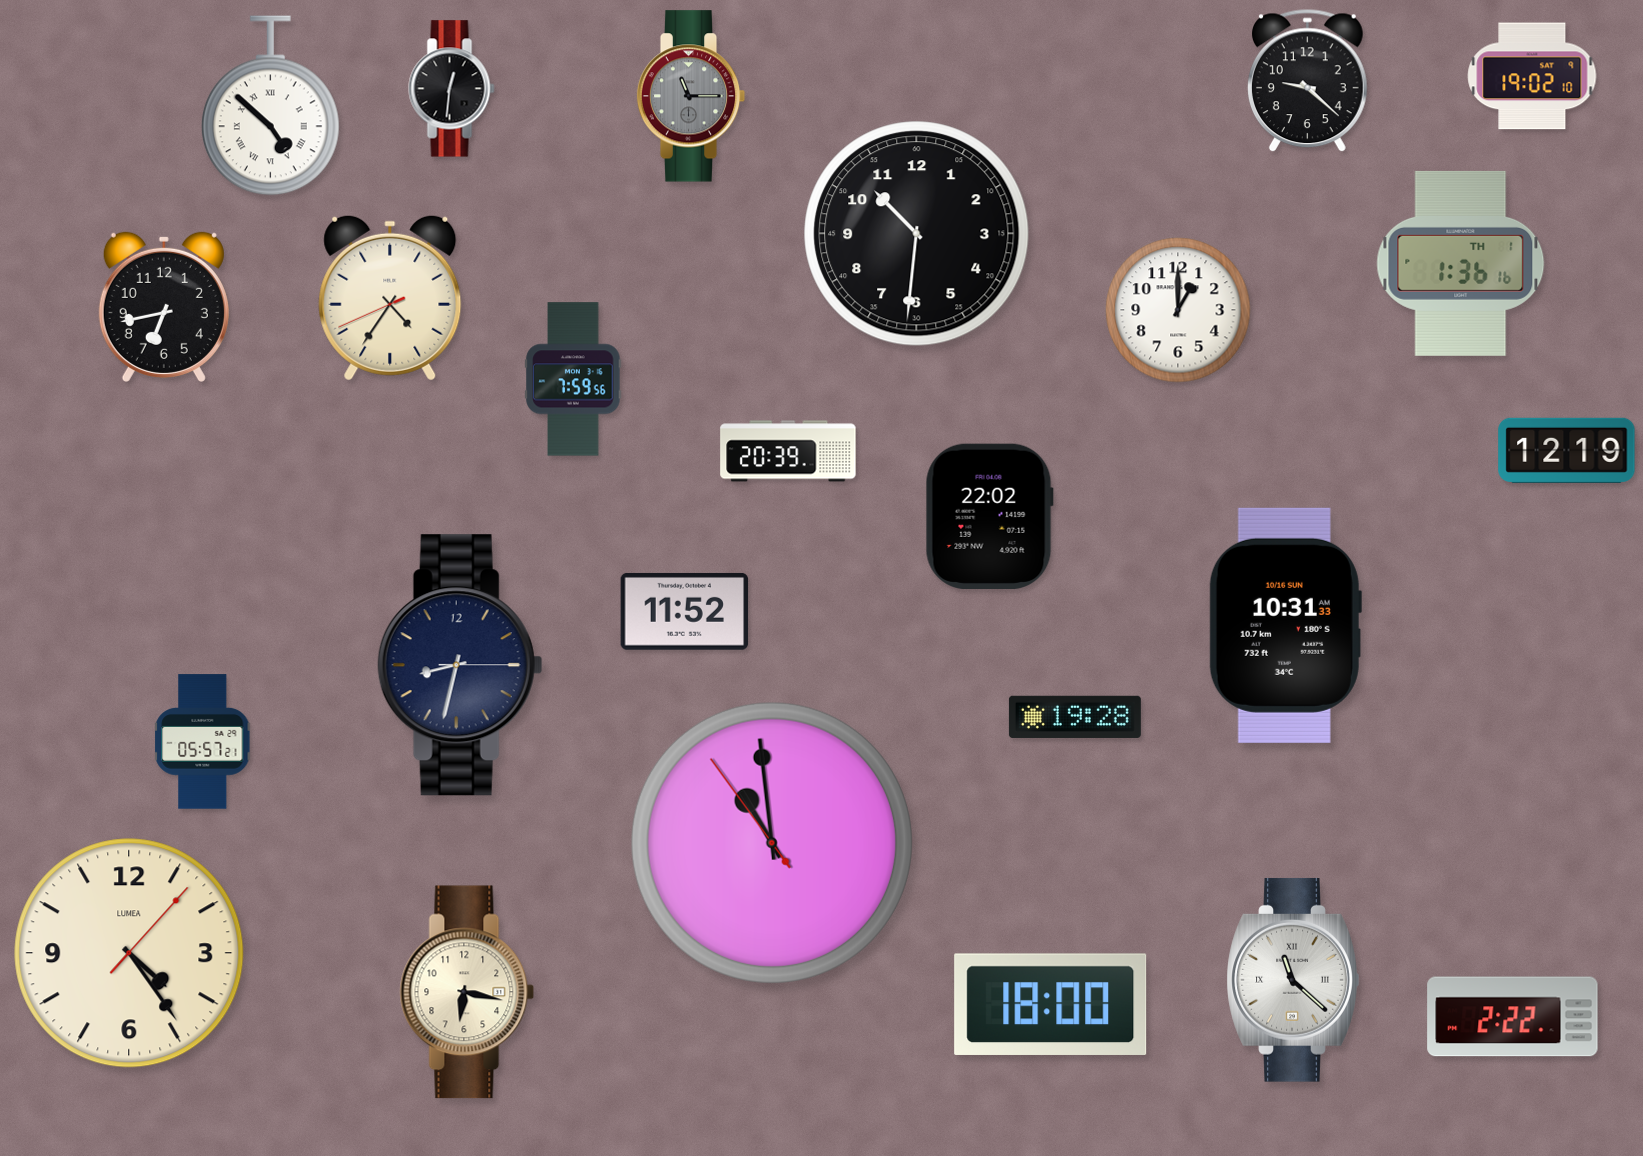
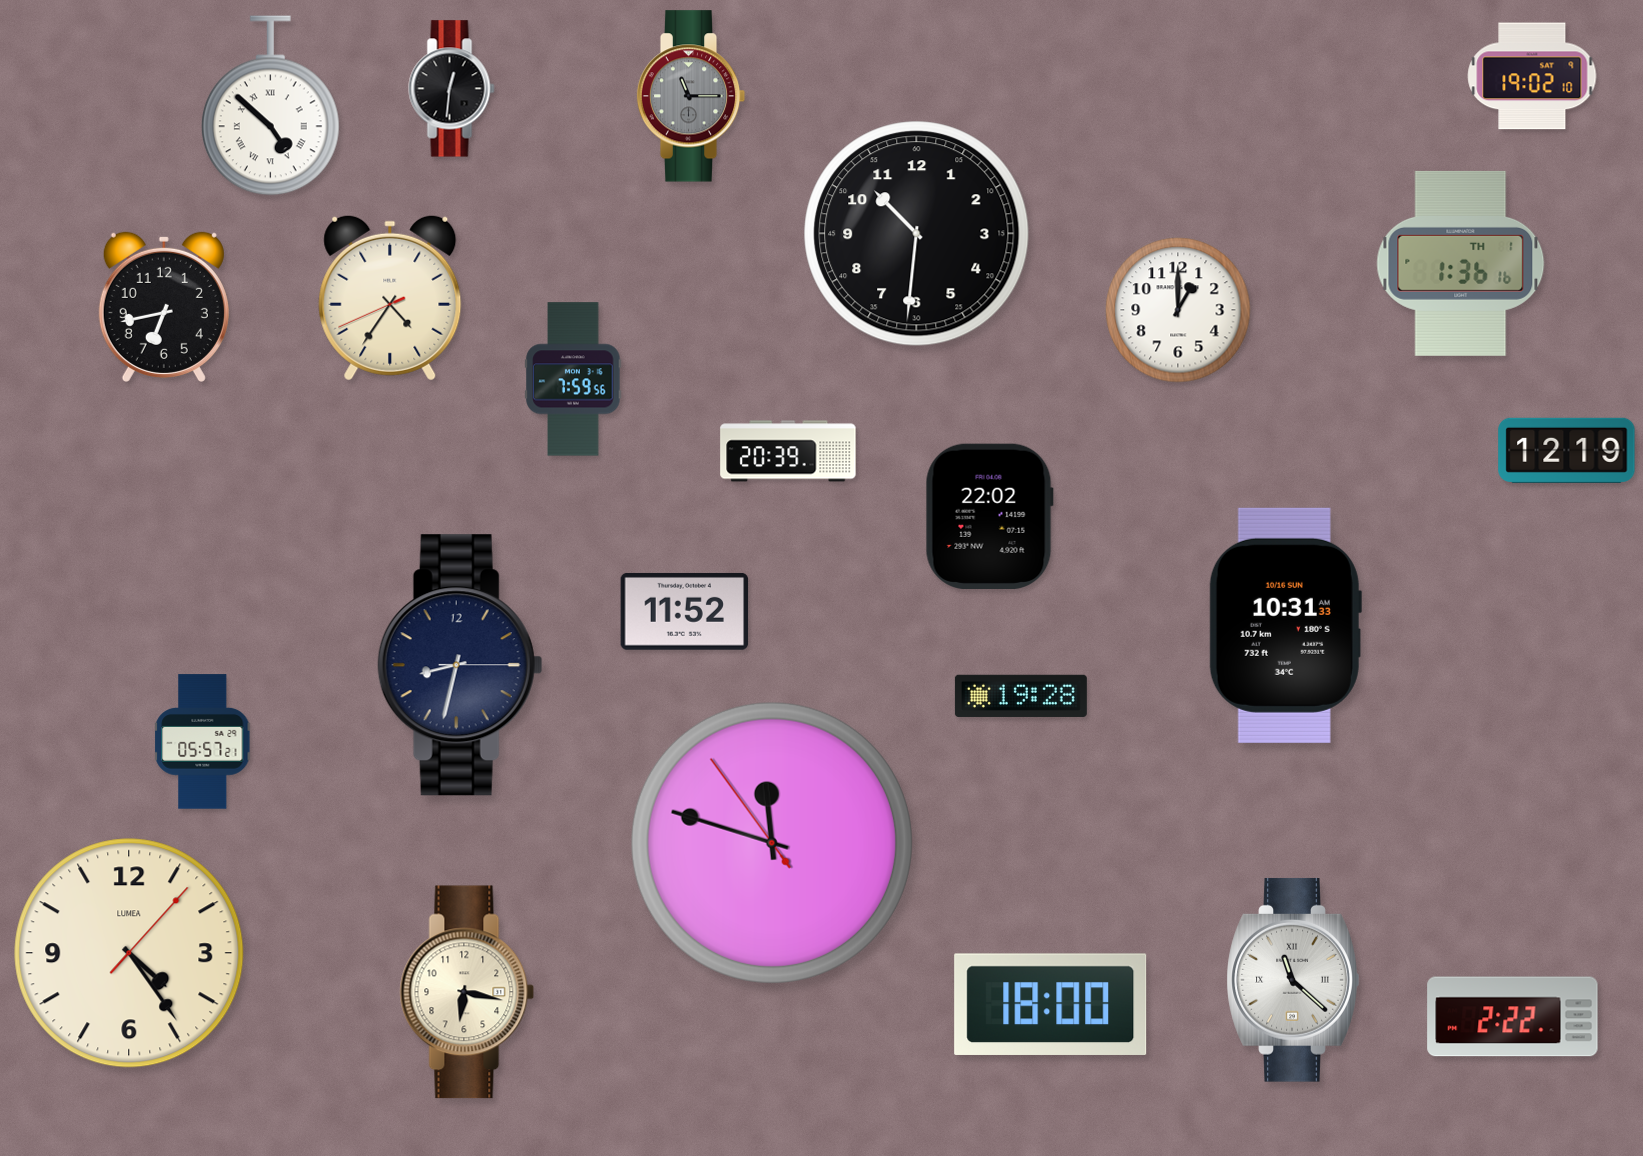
clock at (1307, 81): 9:22 -> none
clock at (1075, 717) position: (1075, 717) -> (1021, 696)
clock at (772, 843): 10:58 -> 11:47
